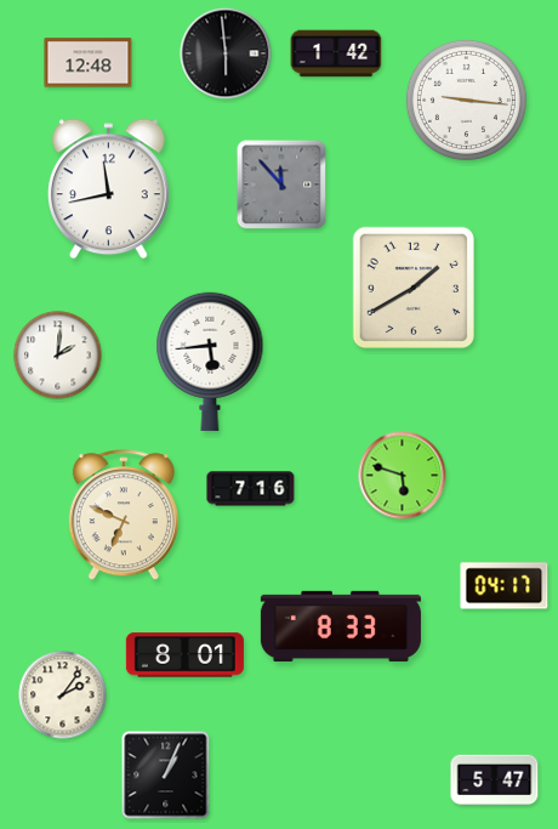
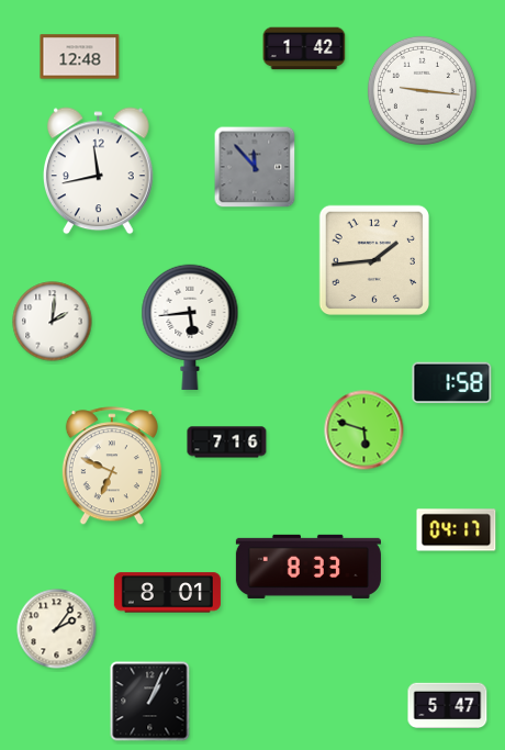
clock at (226, 53): 5:59 -> none
clock at (414, 288): 1:40 -> 1:44
clock at (452, 383): none -> 1:58
